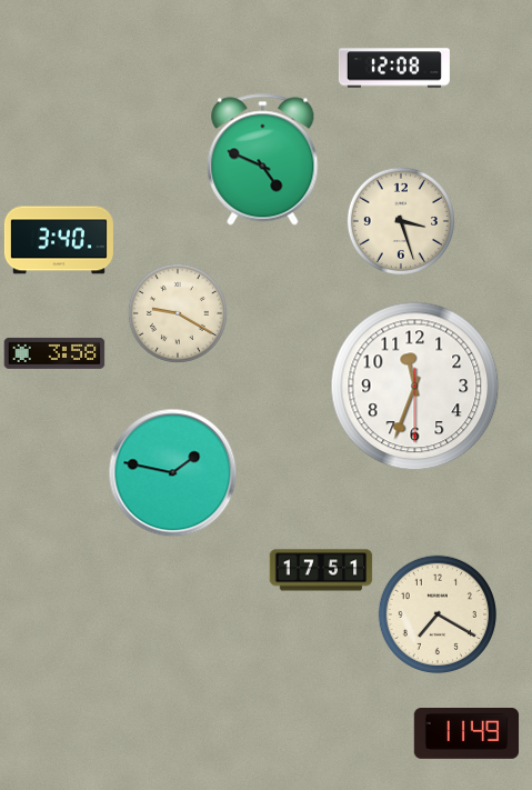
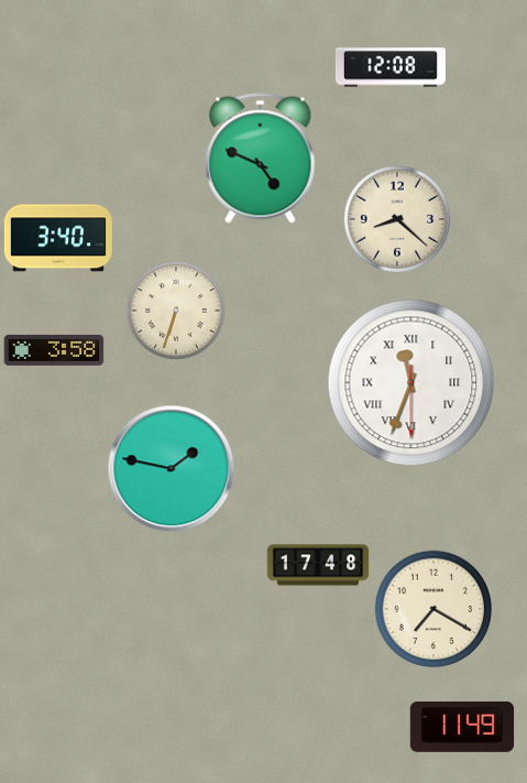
clock at (401, 221): 3:27 -> 8:22
clock at (178, 313): 9:20 -> 6:33
clock at (415, 387) numerals: Arabic -> Roman
clock at (321, 570): 17:51 -> 17:48
